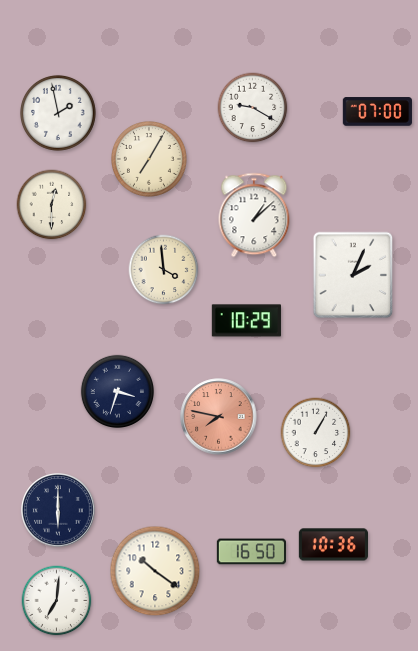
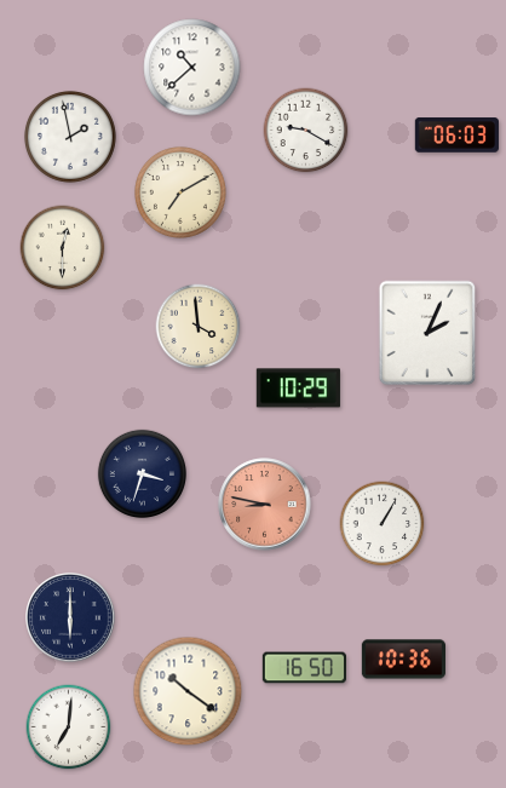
clock at (192, 68): none -> 10:38
clock at (377, 112): 07:00 -> 06:03
clock at (149, 159): 7:05 -> 7:10
clock at (254, 215): 1:08 -> none
clock at (219, 417): 7:47 -> 8:47
